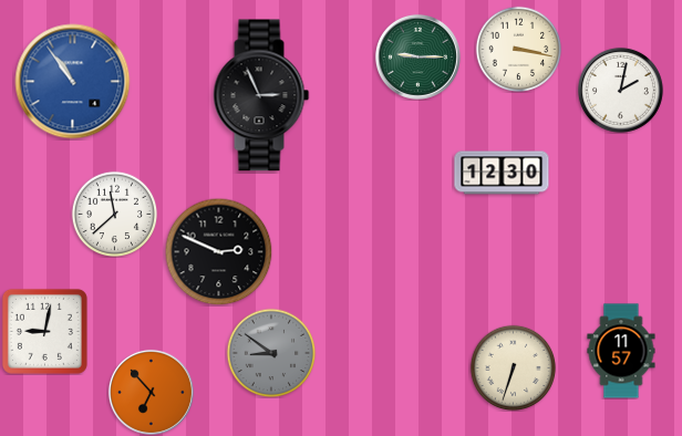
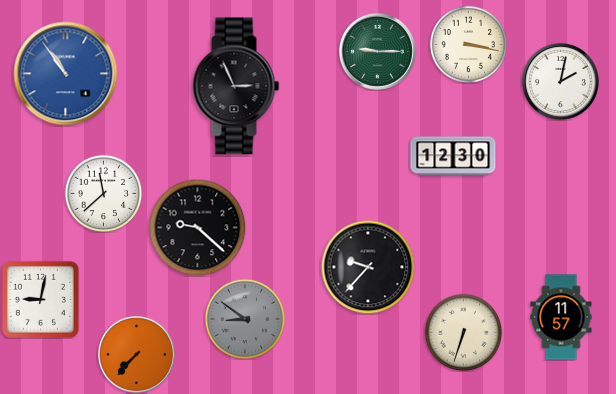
clock at (218, 251): 2:49 -> 9:22
clock at (368, 267): none -> 9:37
clock at (151, 392): 6:53 -> 7:37
